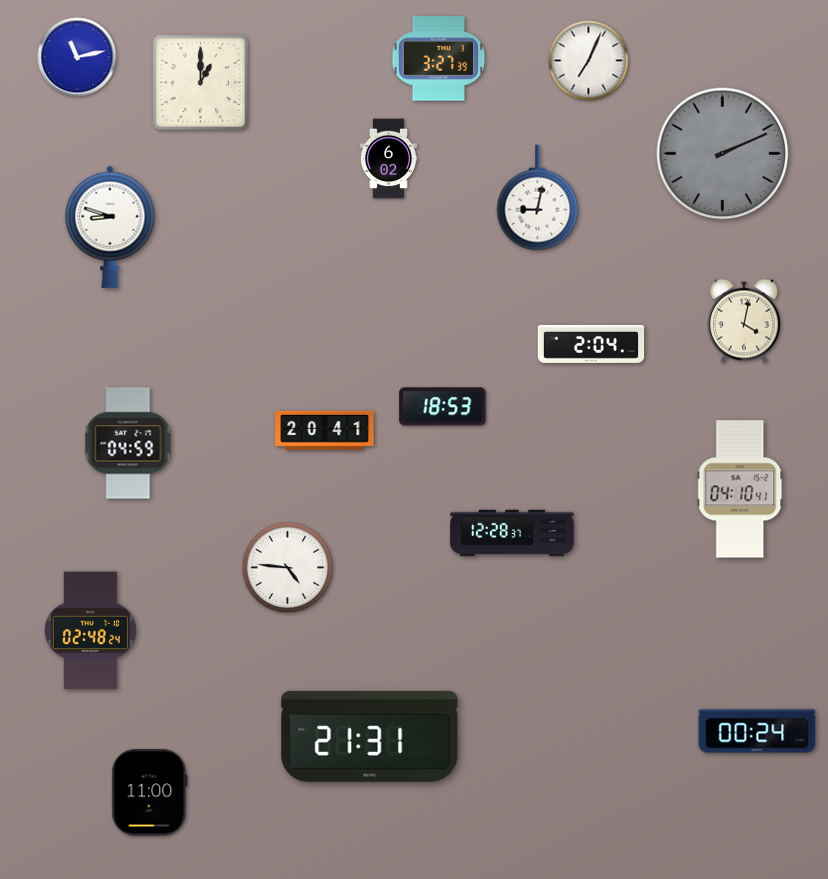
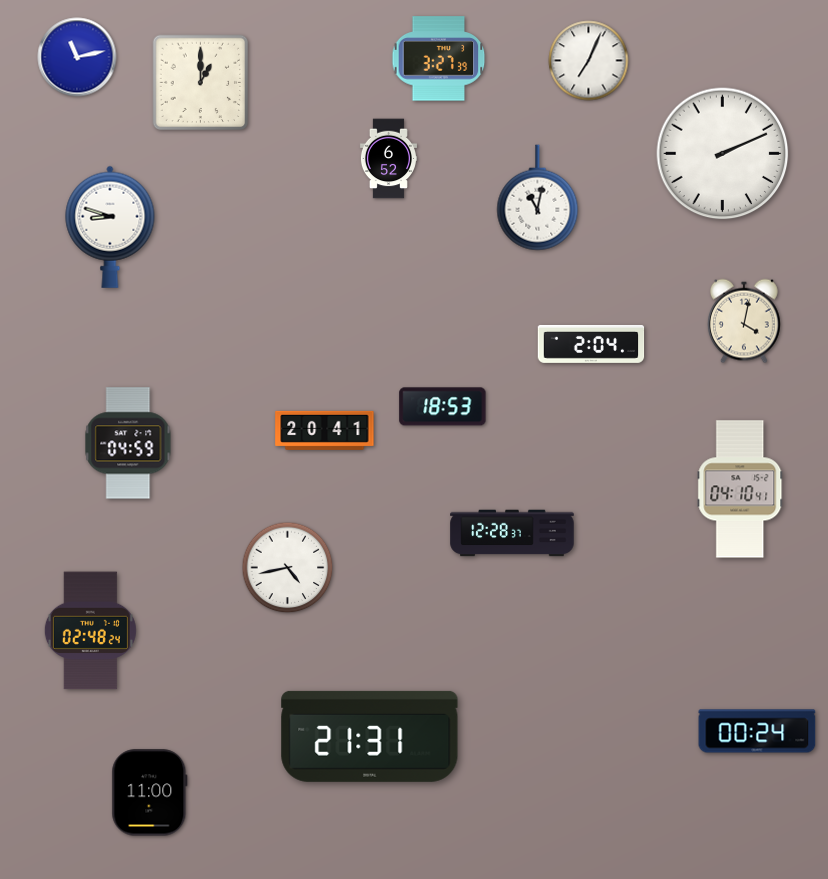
clock at (723, 154) dial: grey -> white
clock at (388, 159): 6:02 -> 6:52
clock at (538, 198): 9:02 -> 11:02
clock at (288, 568): 4:46 -> 4:43
